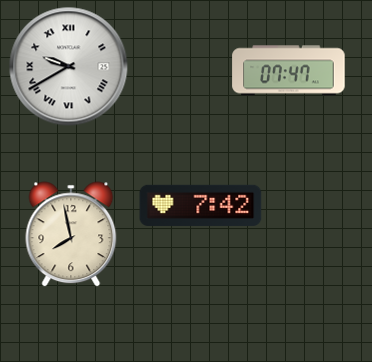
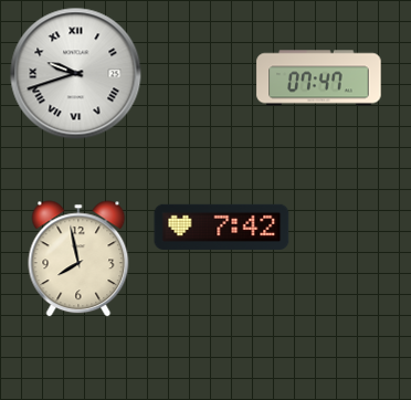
clock at (69, 67): 9:40 -> 9:42
